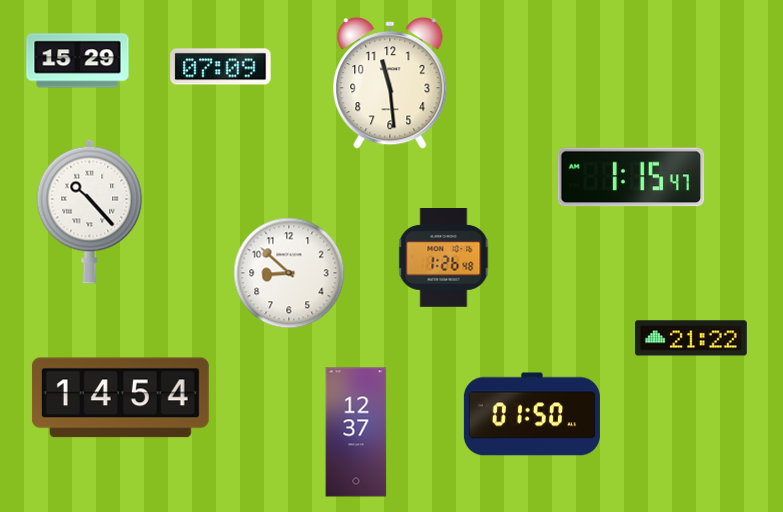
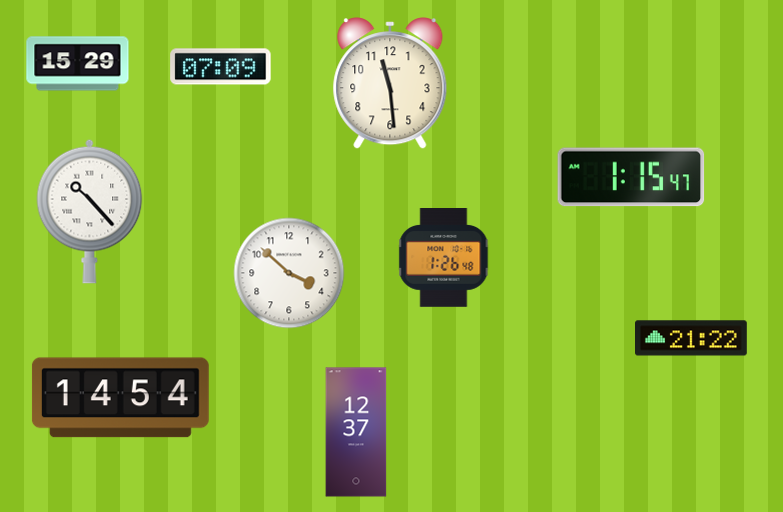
clock at (78, 61) position: (78, 61) -> (78, 64)
clock at (289, 273): 8:52 -> 3:52
clock at (532, 414): 01:50 -> none
